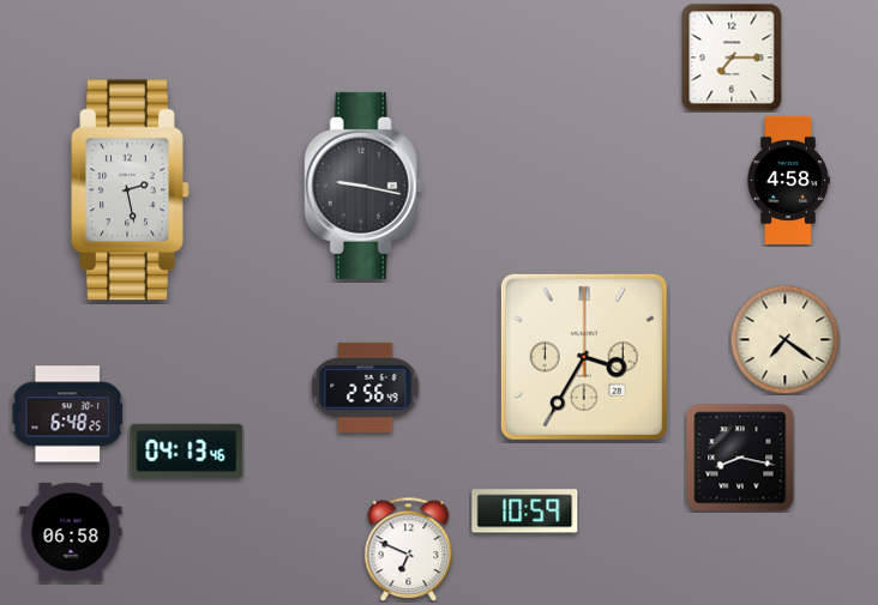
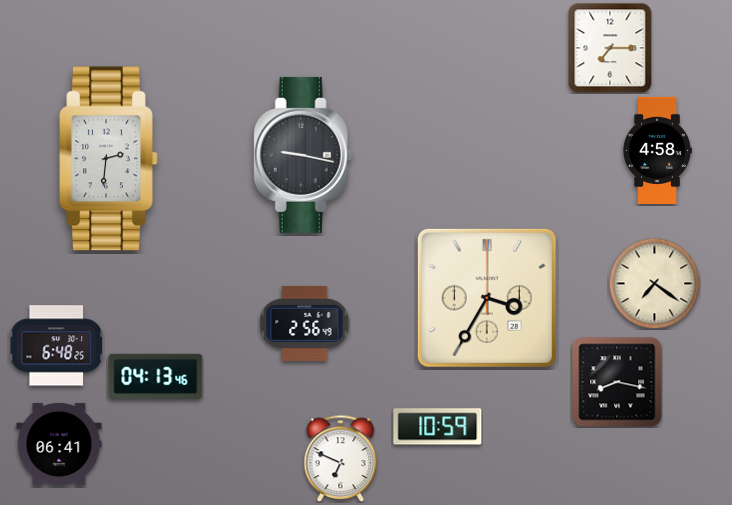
clock at (131, 190): 2:28 -> 2:31
clock at (71, 532): 06:58 -> 06:41
